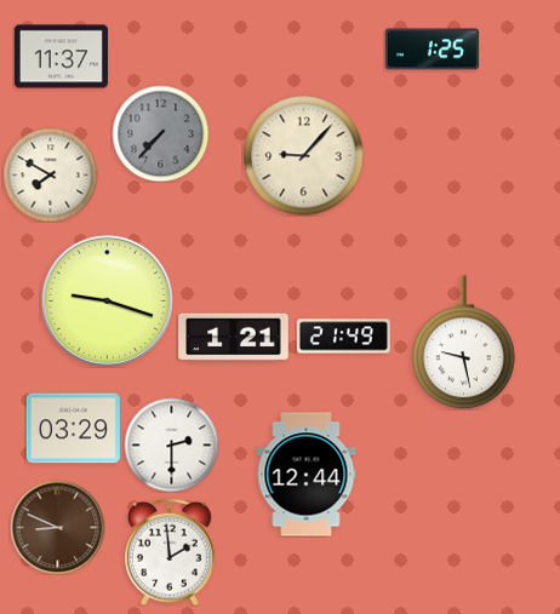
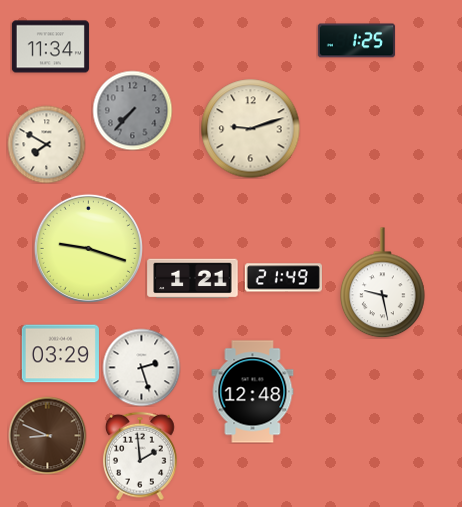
clock at (61, 57): 11:37 -> 11:34
clock at (304, 156): 9:07 -> 9:12
clock at (50, 174) position: (50, 174) -> (46, 144)
clock at (171, 444): 2:30 -> 2:27
clock at (307, 475): 12:44 -> 12:48
